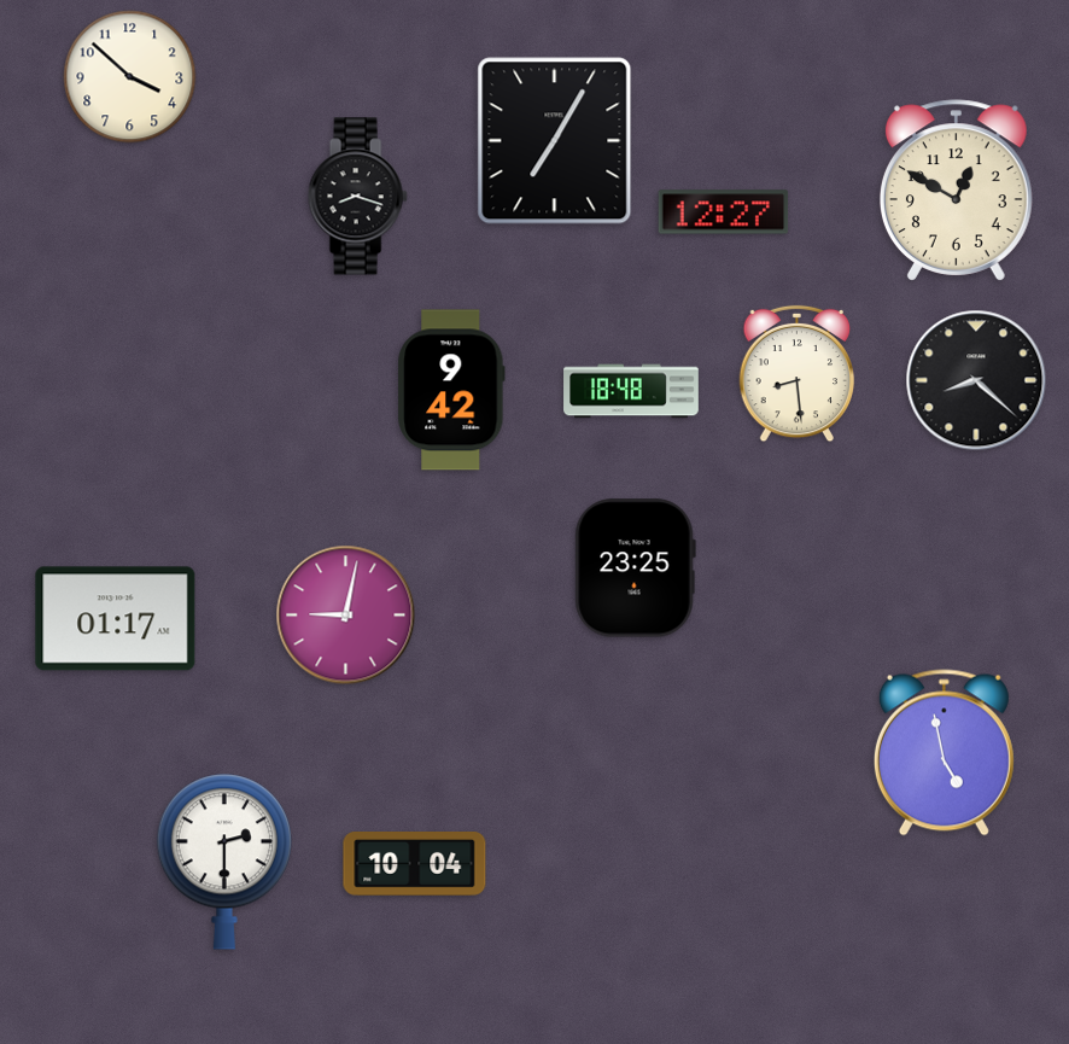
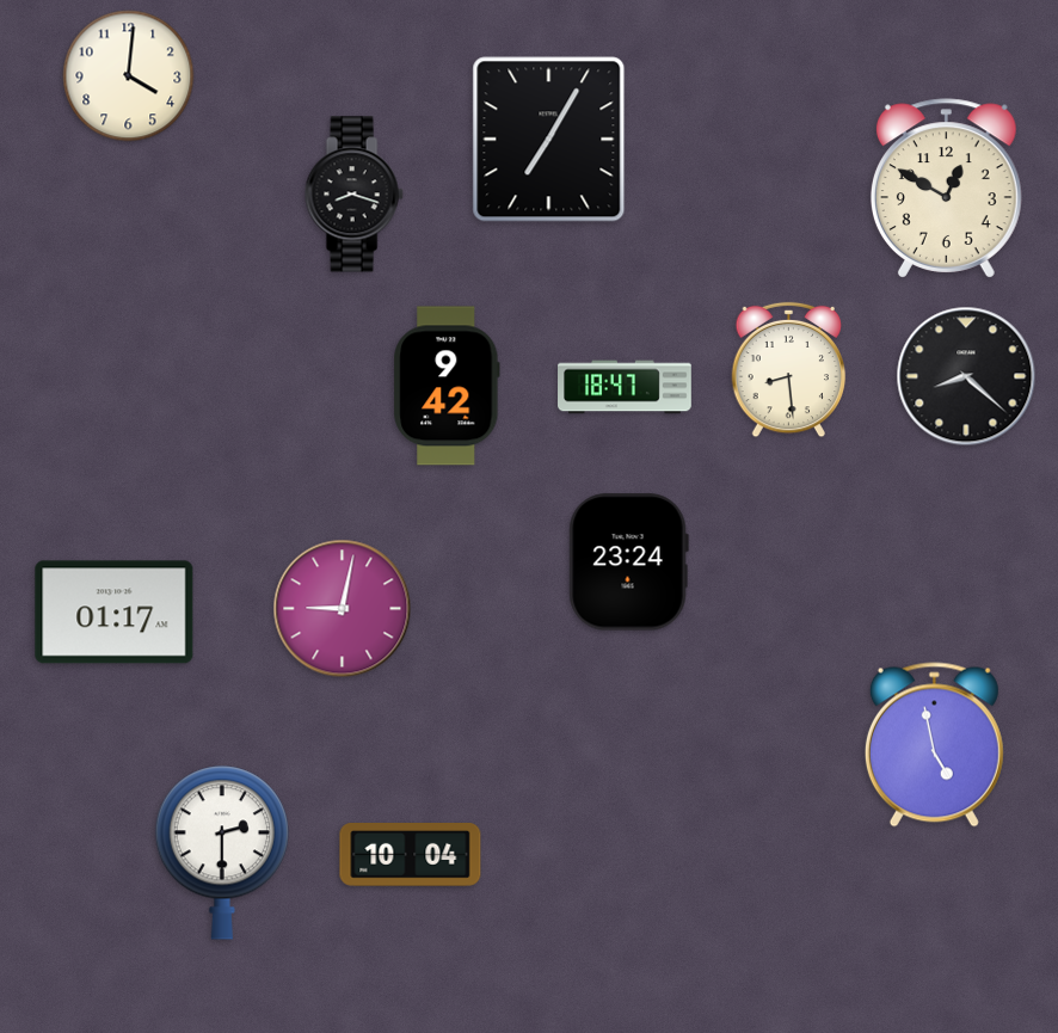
clock at (130, 77): 3:52 -> 4:01
clock at (724, 212): 12:27 -> none
clock at (631, 391): 18:48 -> 18:47
clock at (635, 568): 23:25 -> 23:24
